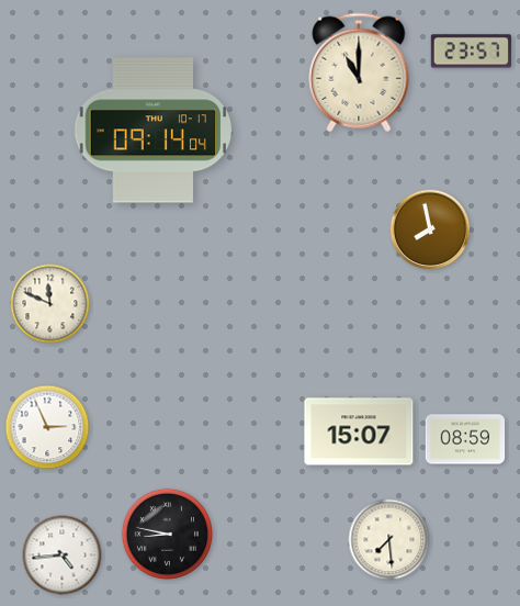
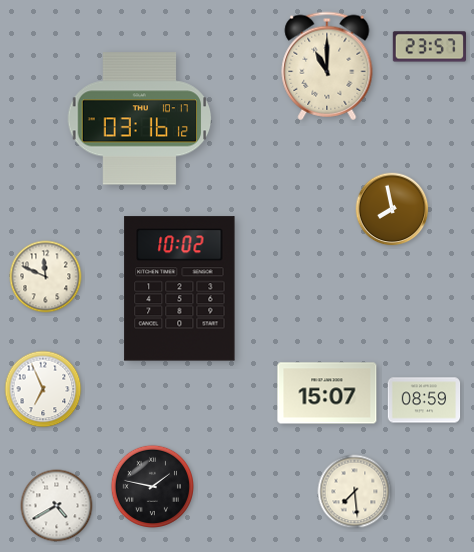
clock at (154, 131): 09:14 -> 03:16
clock at (180, 289): none -> 10:02
clock at (47, 427): 2:56 -> 6:56
clock at (167, 534): 8:47 -> 1:47
clock at (63, 555): 4:44 -> 4:40
